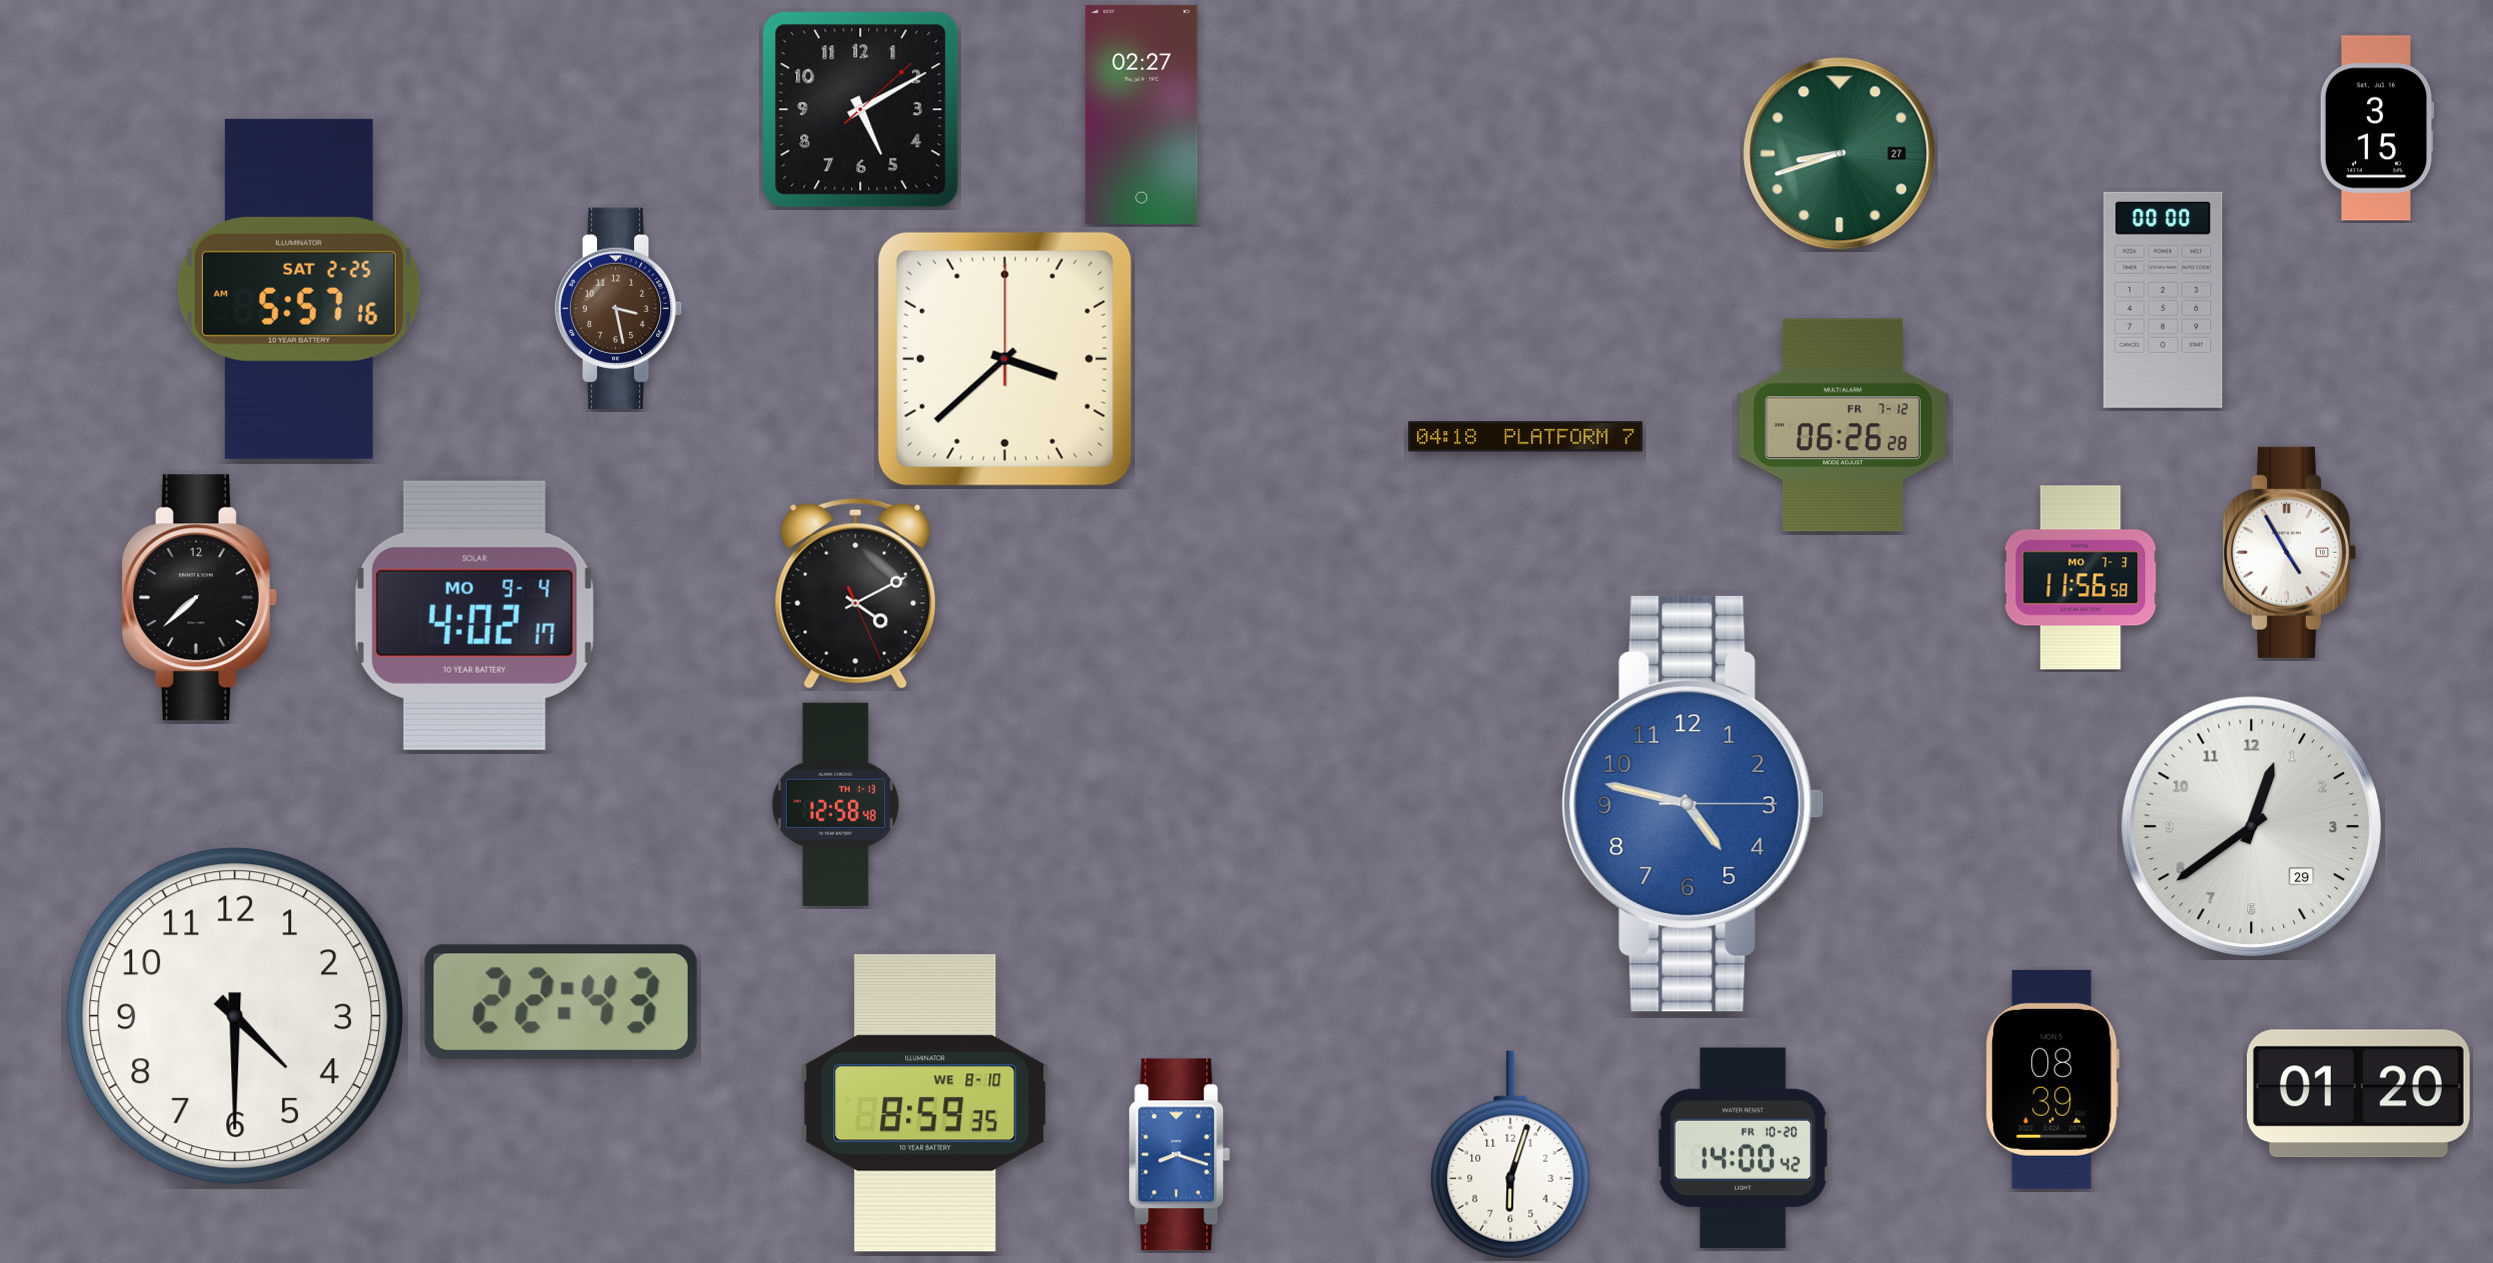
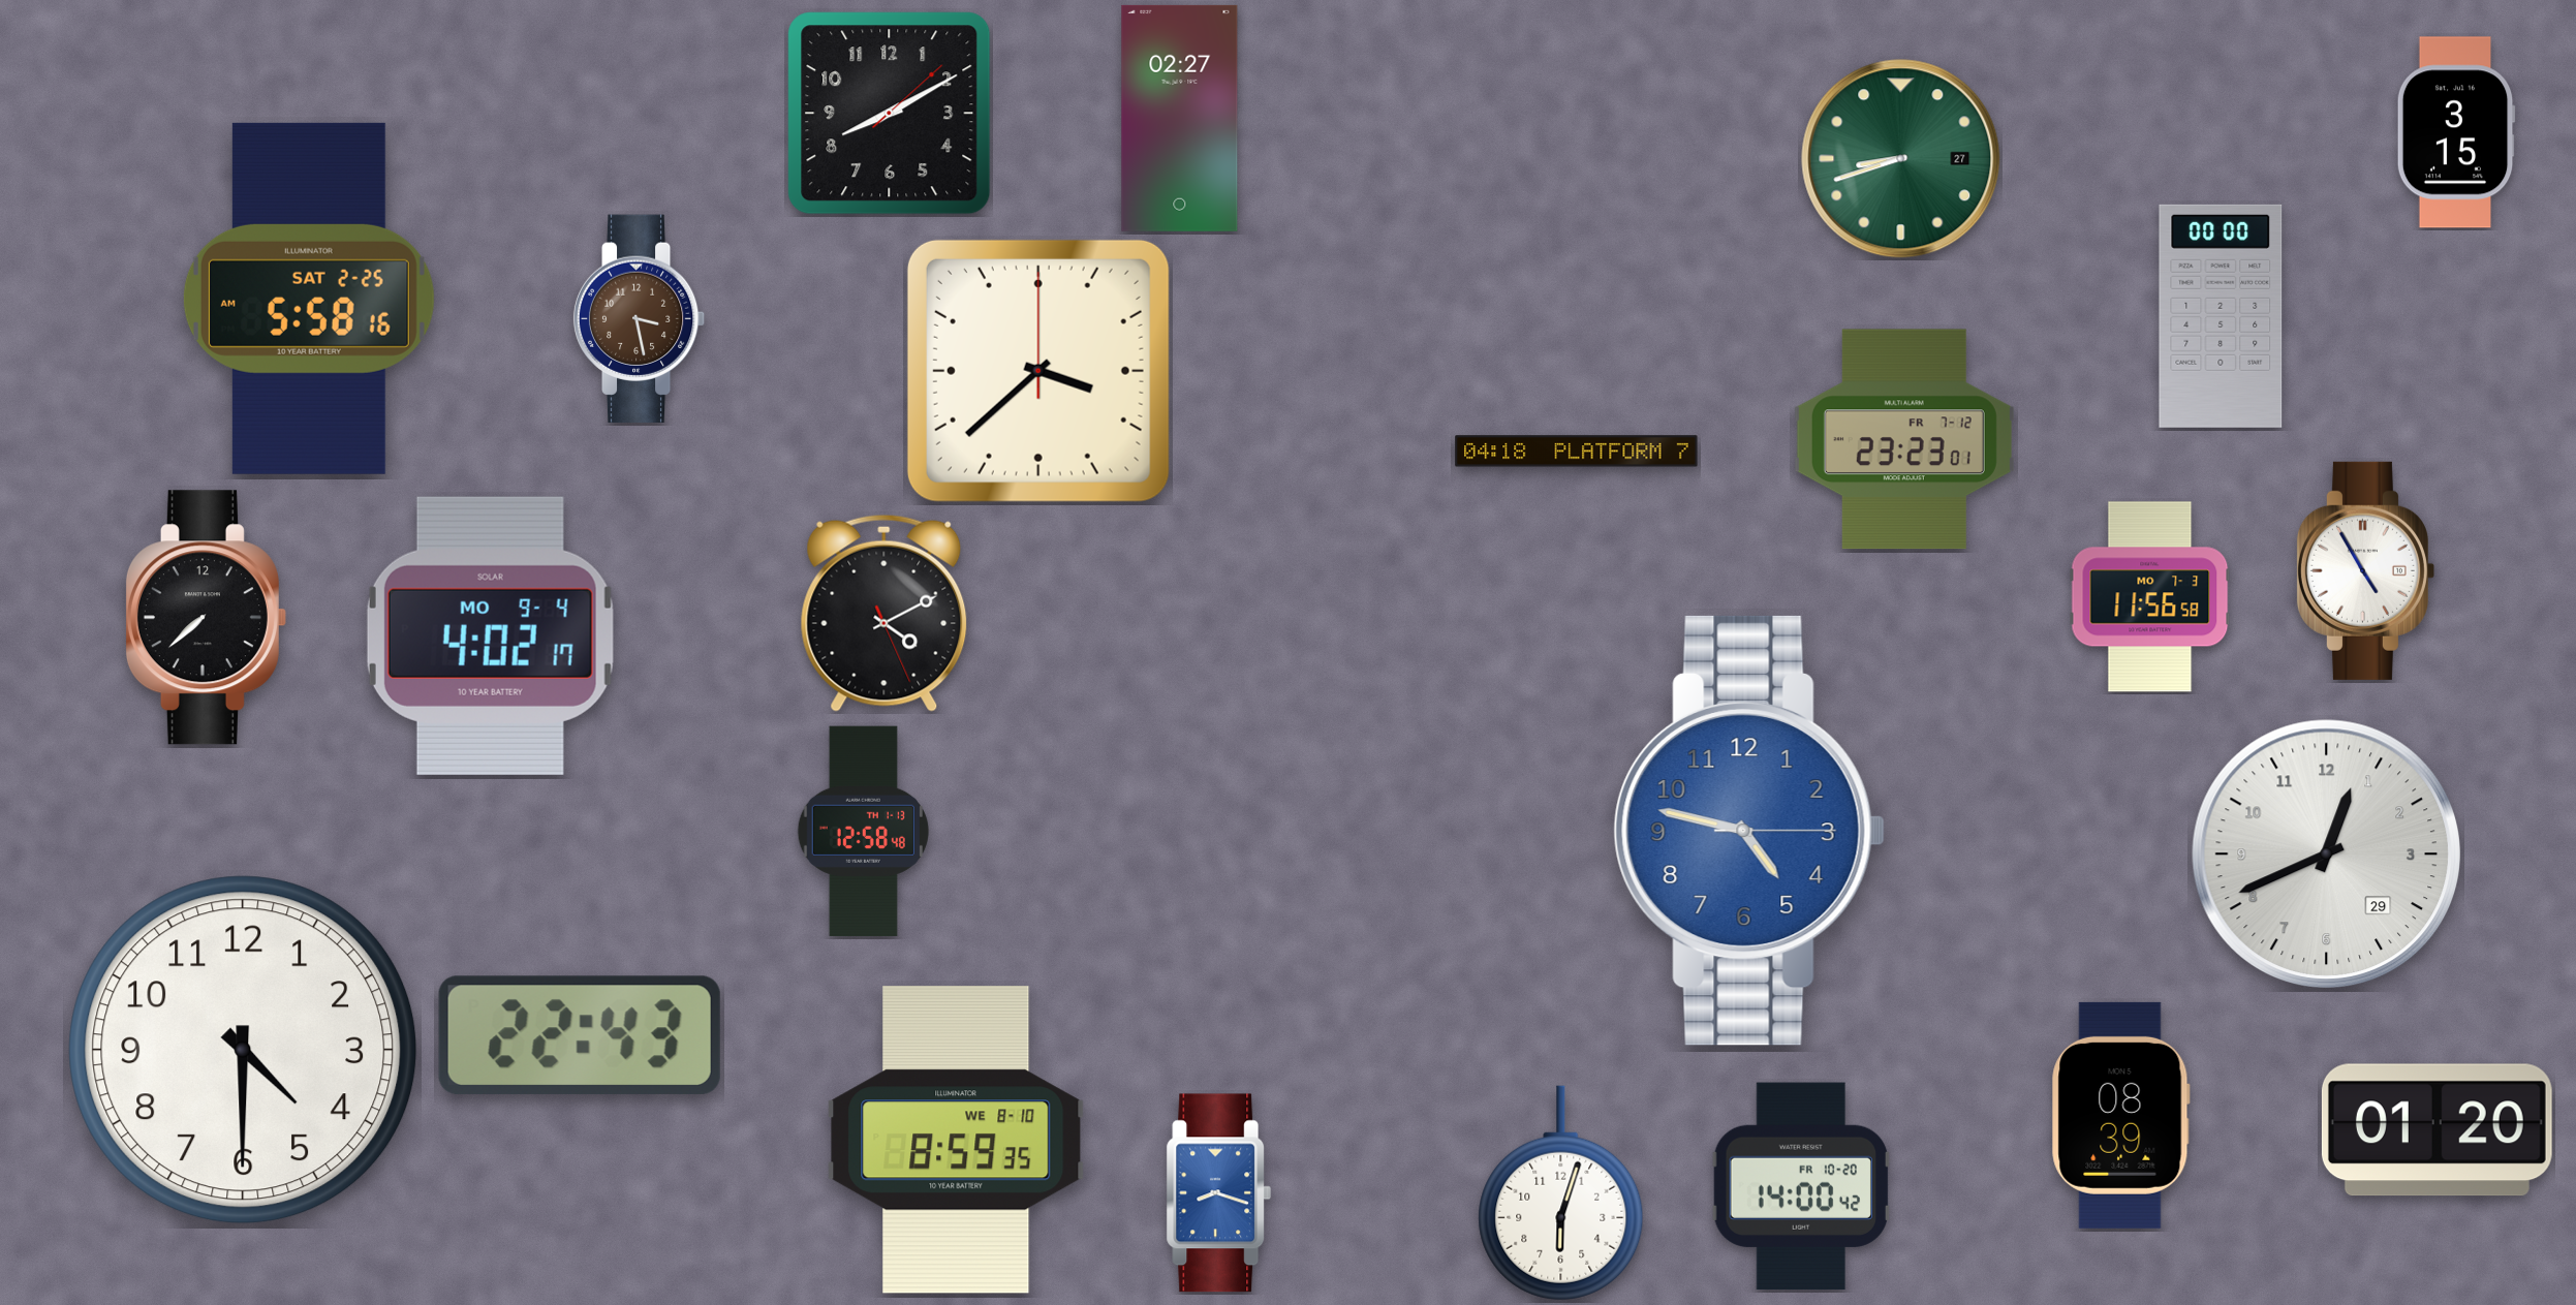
clock at (861, 110): 5:10 -> 8:10
clock at (299, 289): 5:57 -> 5:58
clock at (2163, 300) position: (2163, 300) -> (2221, 316)
clock at (1843, 425): 06:26 -> 23:23
clock at (2251, 826): 12:39 -> 12:41
